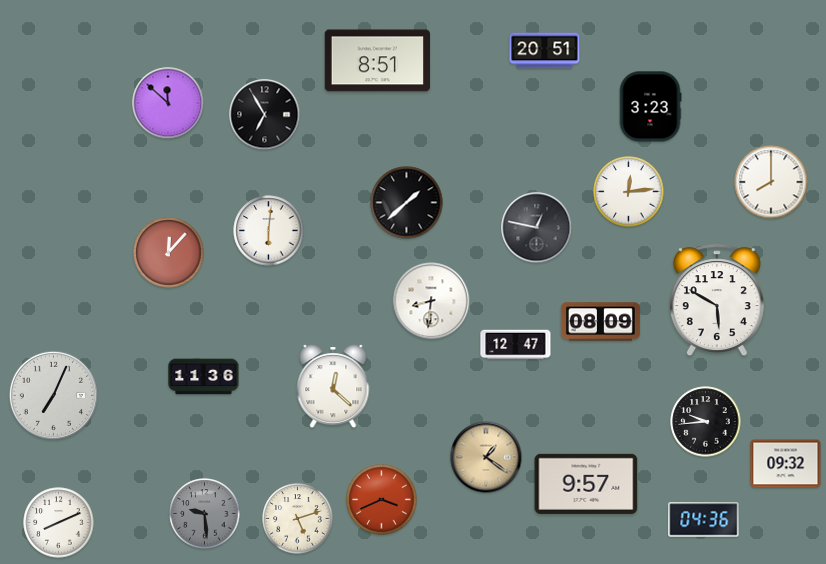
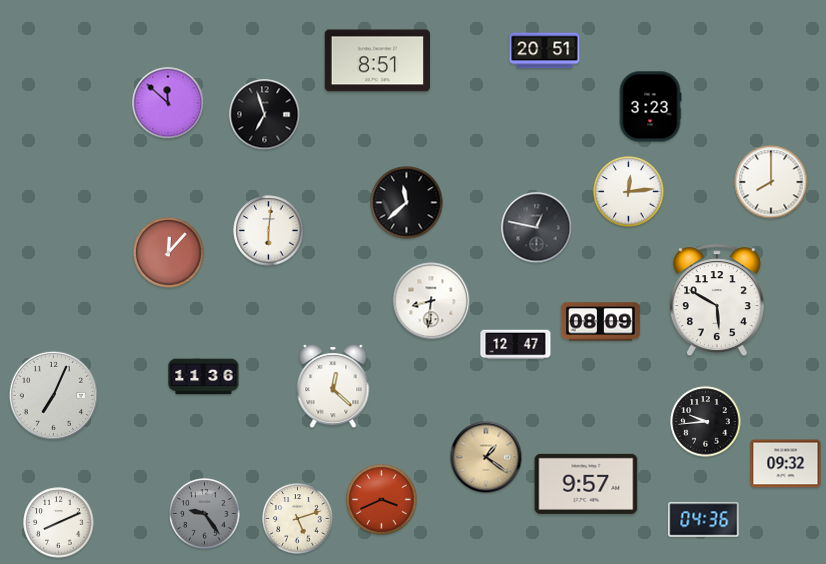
clock at (265, 115): 6:55 -> 6:57
clock at (407, 203): 1:38 -> 11:38
clock at (205, 514): 9:29 -> 9:24
